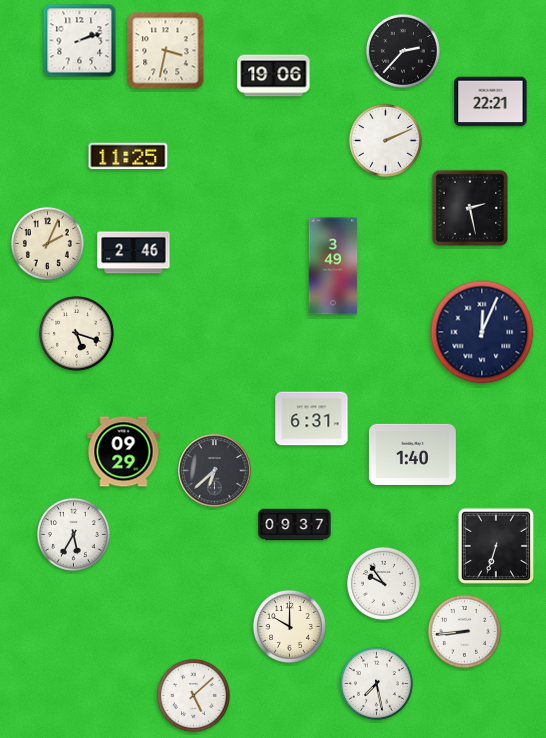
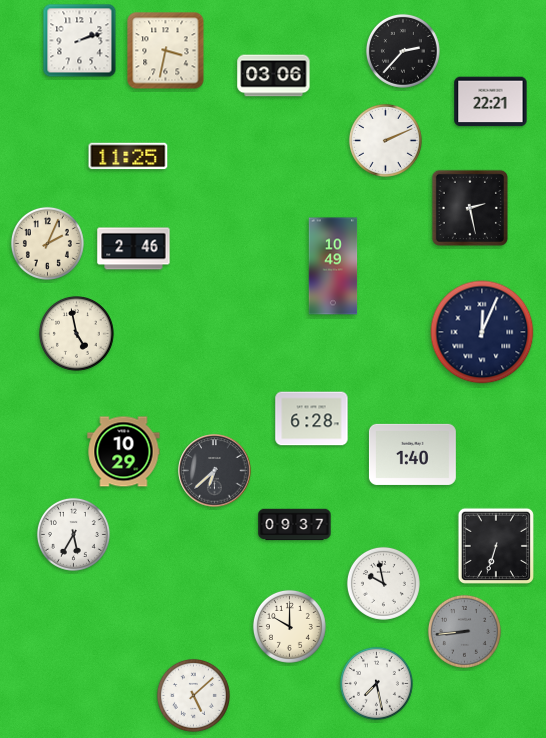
clock at (274, 76): 19:06 -> 03:06
clock at (134, 253) position: (134, 253) -> (134, 249)
clock at (333, 266): 3:49 -> 10:49
clock at (77, 334): 5:18 -> 4:58
clock at (312, 419): 6:31 -> 6:28
clock at (124, 452): 09:29 -> 10:29
clock at (383, 583): 9:54 -> 9:58
clock at (464, 631) dial: white -> grey
